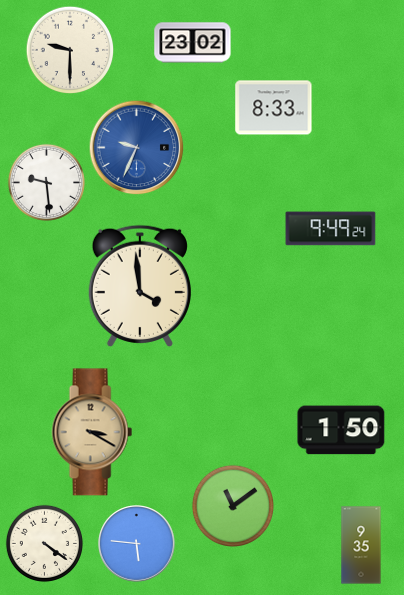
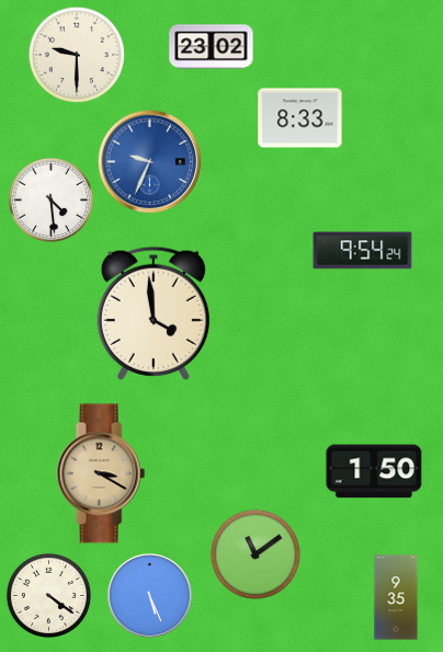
clock at (46, 182): 9:29 -> 4:29
clock at (331, 229): 9:49 -> 9:54
clock at (137, 544): 5:46 -> 5:26
